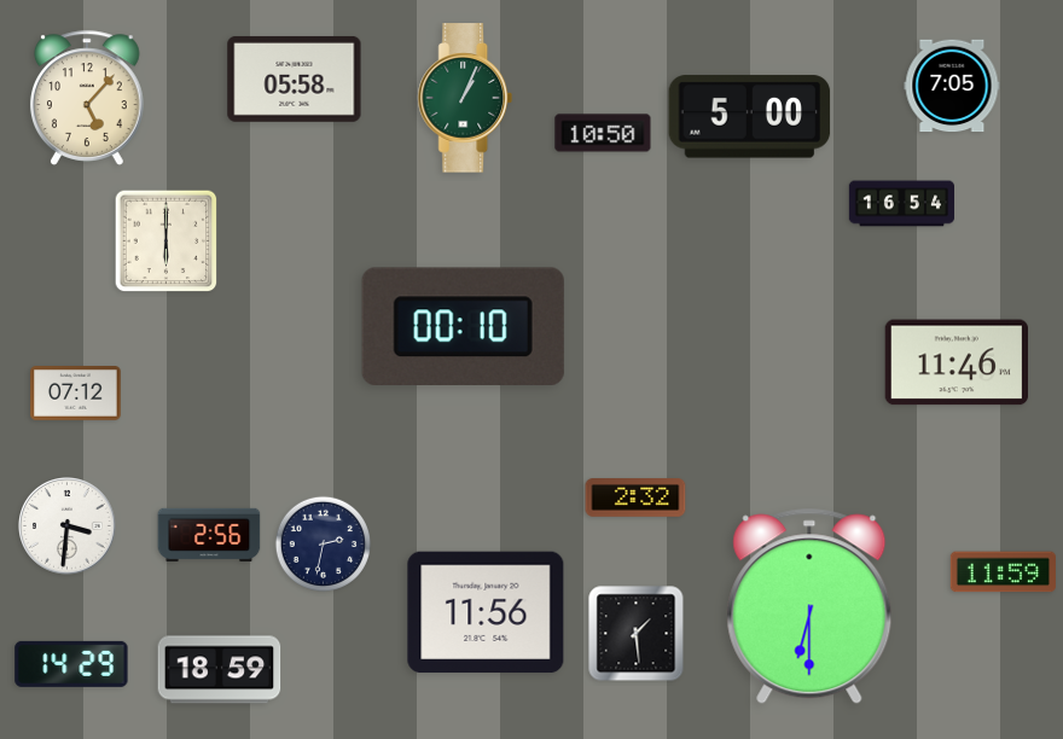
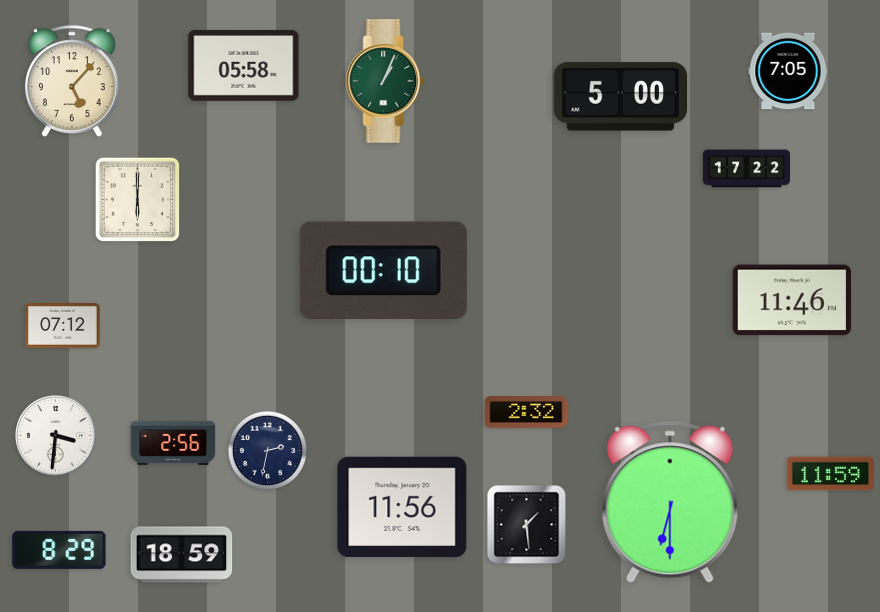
clock at (603, 133): 10:50 -> none
clock at (901, 204): 16:54 -> 17:22
clock at (71, 664): 14:29 -> 8:29
